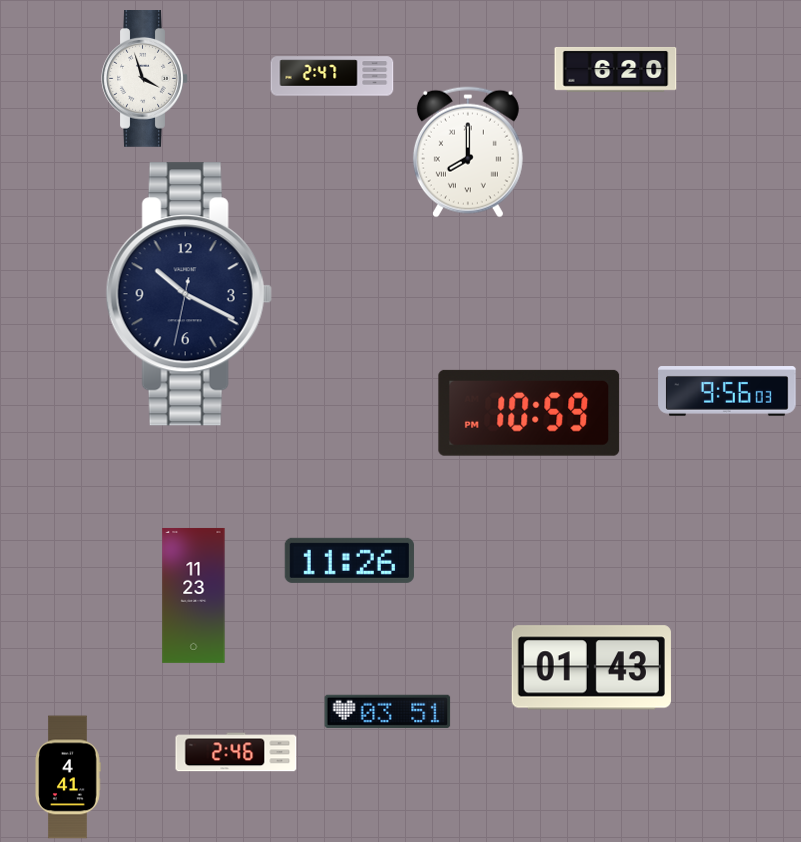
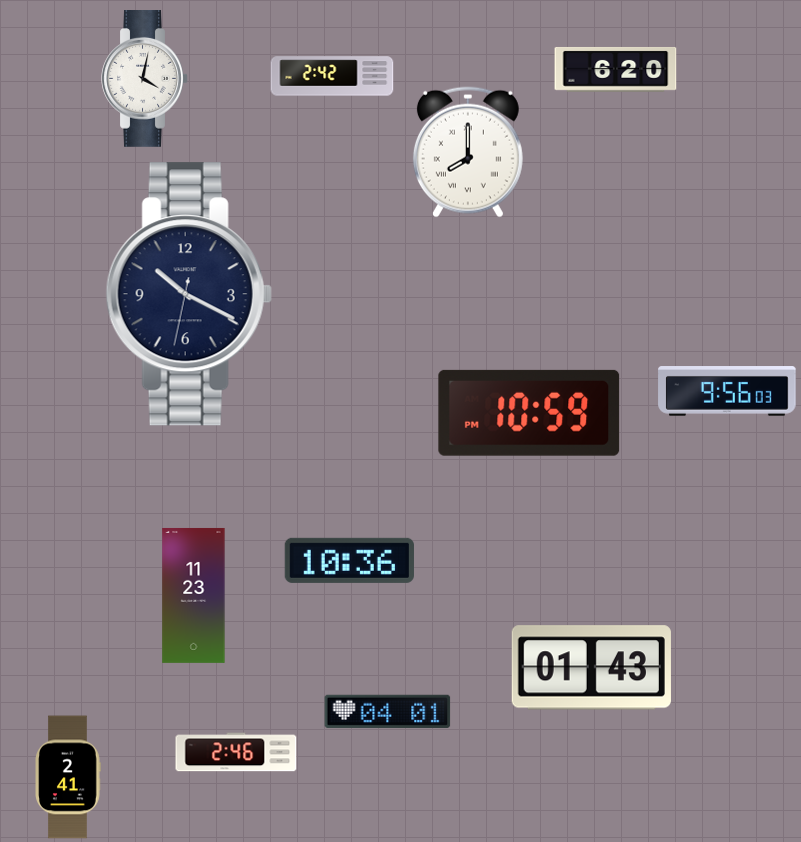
clock at (332, 76): 2:47 -> 2:42
clock at (145, 79): 3:57 -> 4:02
clock at (349, 560): 11:26 -> 10:36
clock at (388, 711): 03:51 -> 04:01
clock at (68, 777): 4:41 -> 2:41
